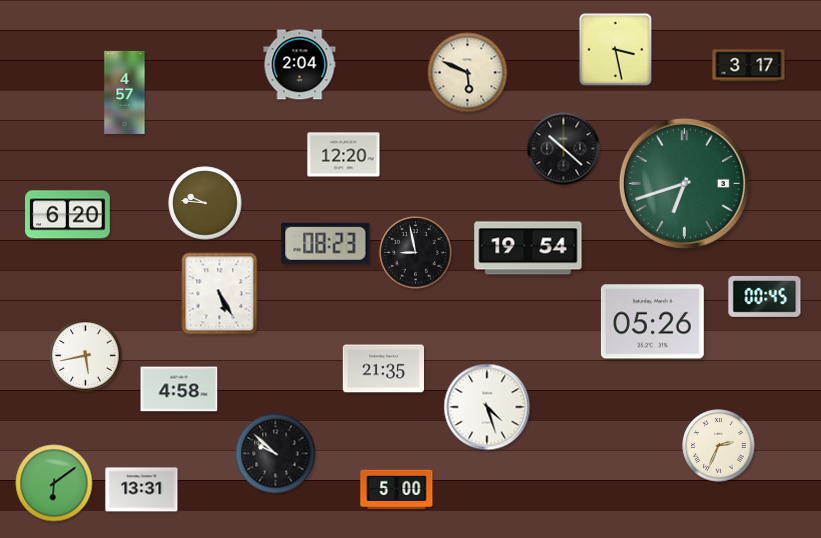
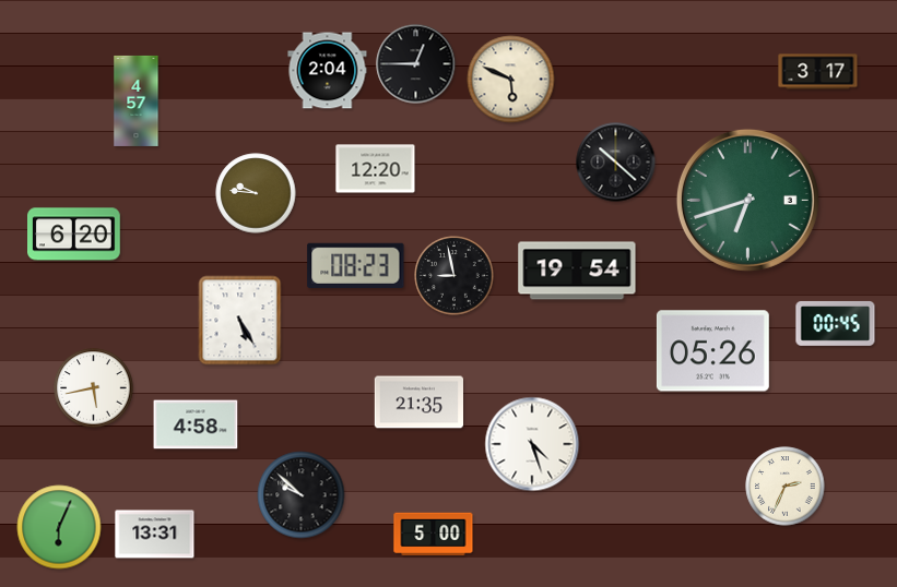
clock at (615, 49): 3:28 -> none
clock at (416, 64): none -> 12:45
clock at (205, 203) position: (205, 203) -> (256, 193)
clock at (54, 483): 6:09 -> 6:04
